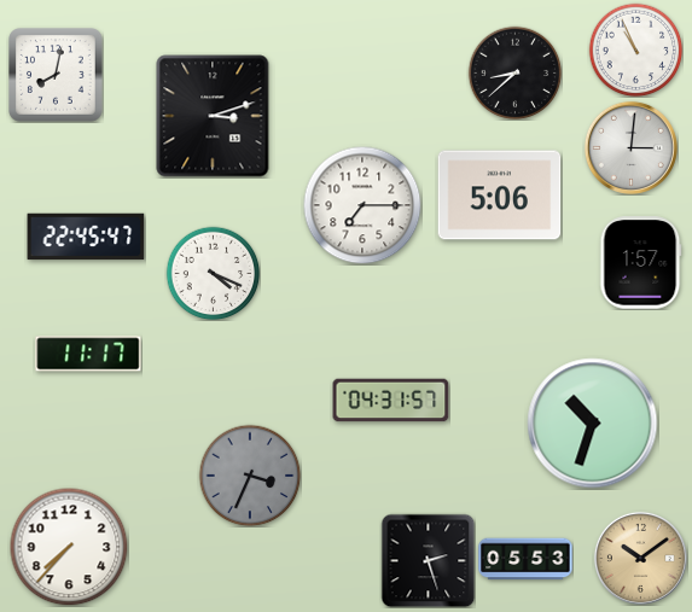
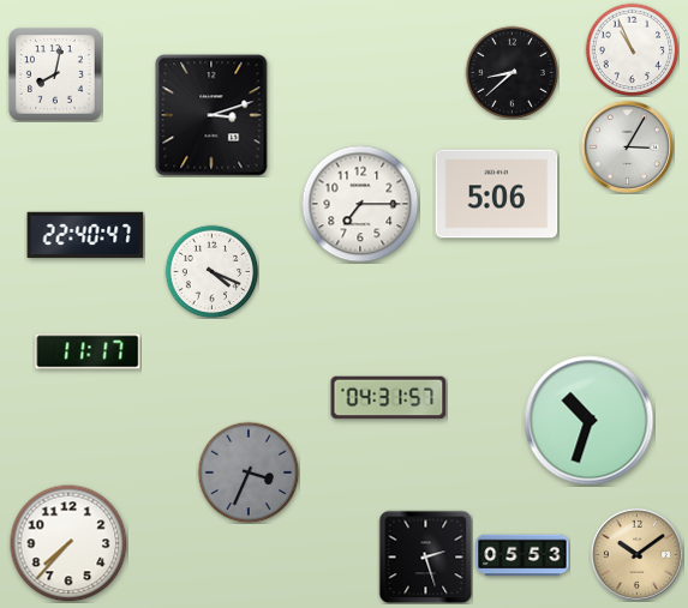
clock at (630, 147): 3:01 -> 3:05
clock at (86, 237): 22:45 -> 22:40
clock at (641, 263): 1:57 -> none
